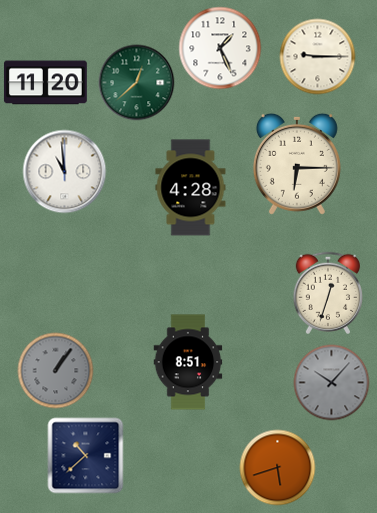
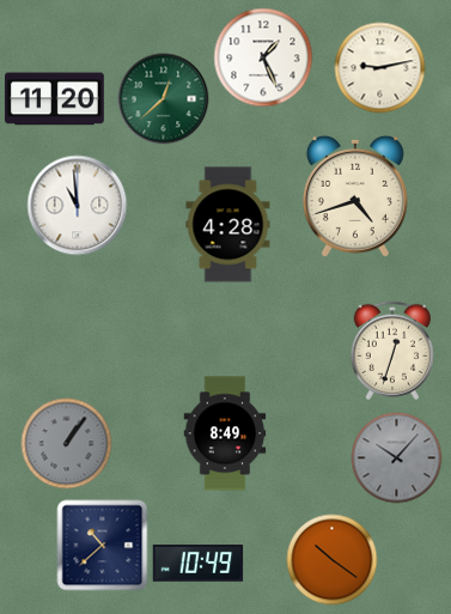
clock at (318, 57): 9:15 -> 9:13
clock at (297, 164): 6:15 -> 4:42
clock at (188, 362): 8:51 -> 8:49
clock at (278, 468): 5:42 -> 10:21
clock at (199, 564): none -> 10:49
